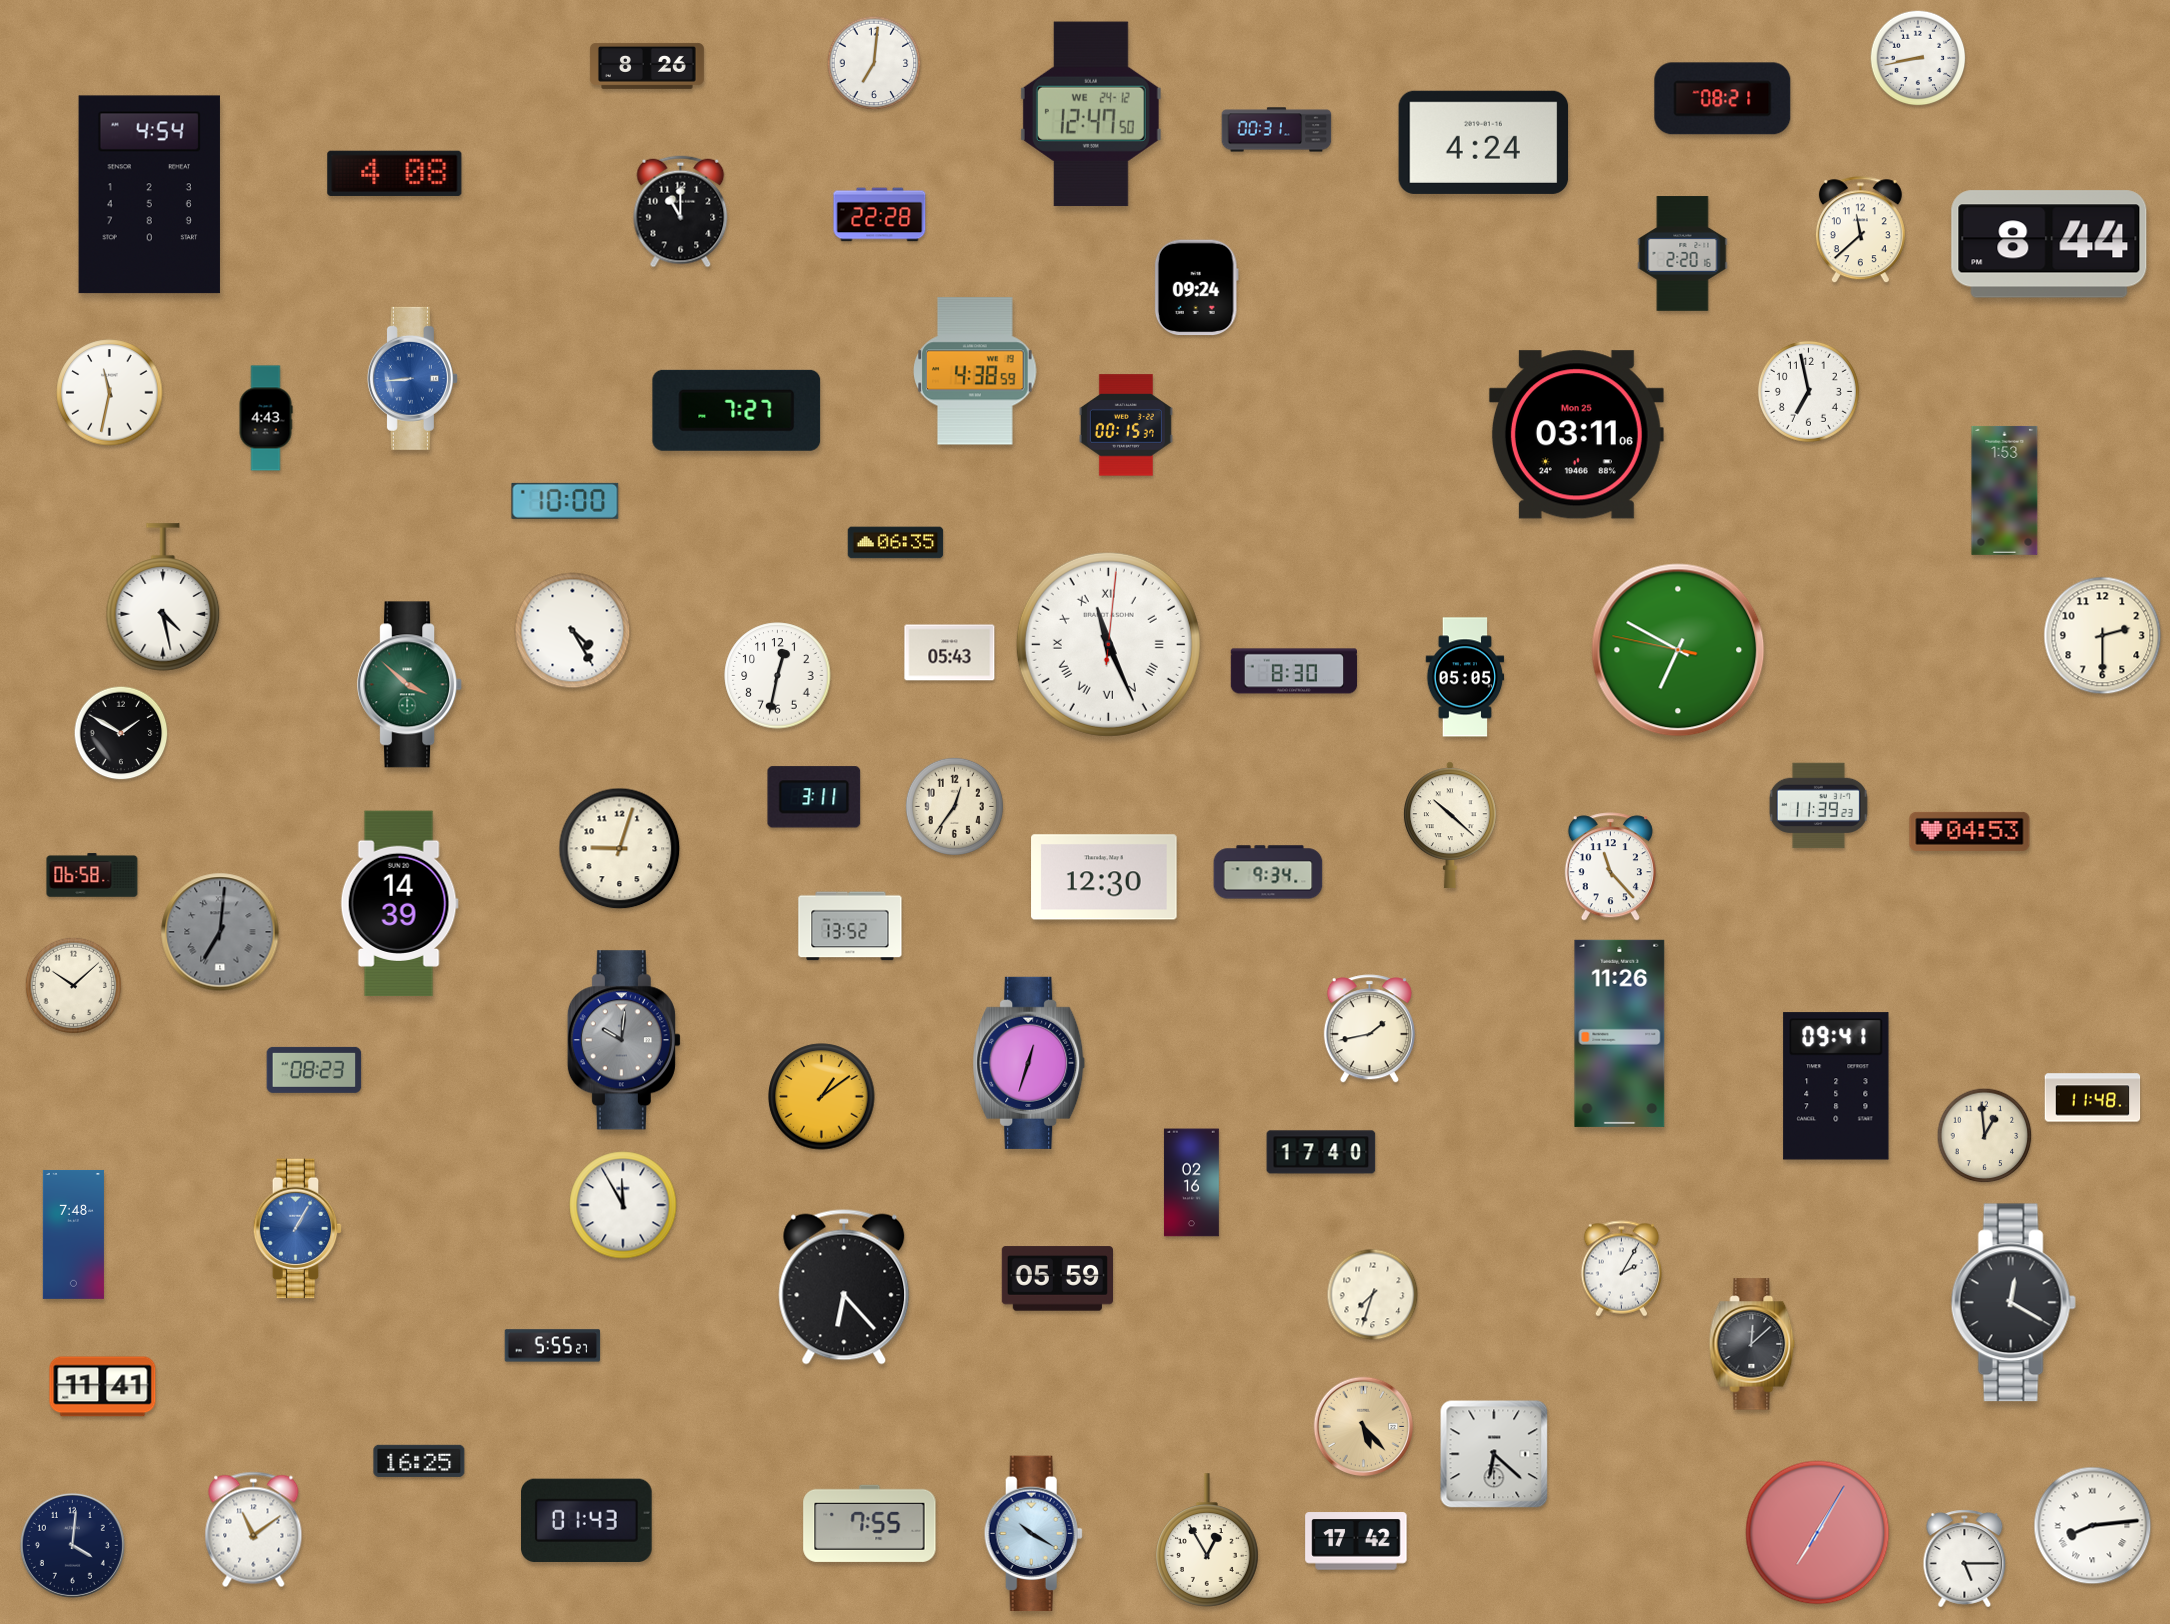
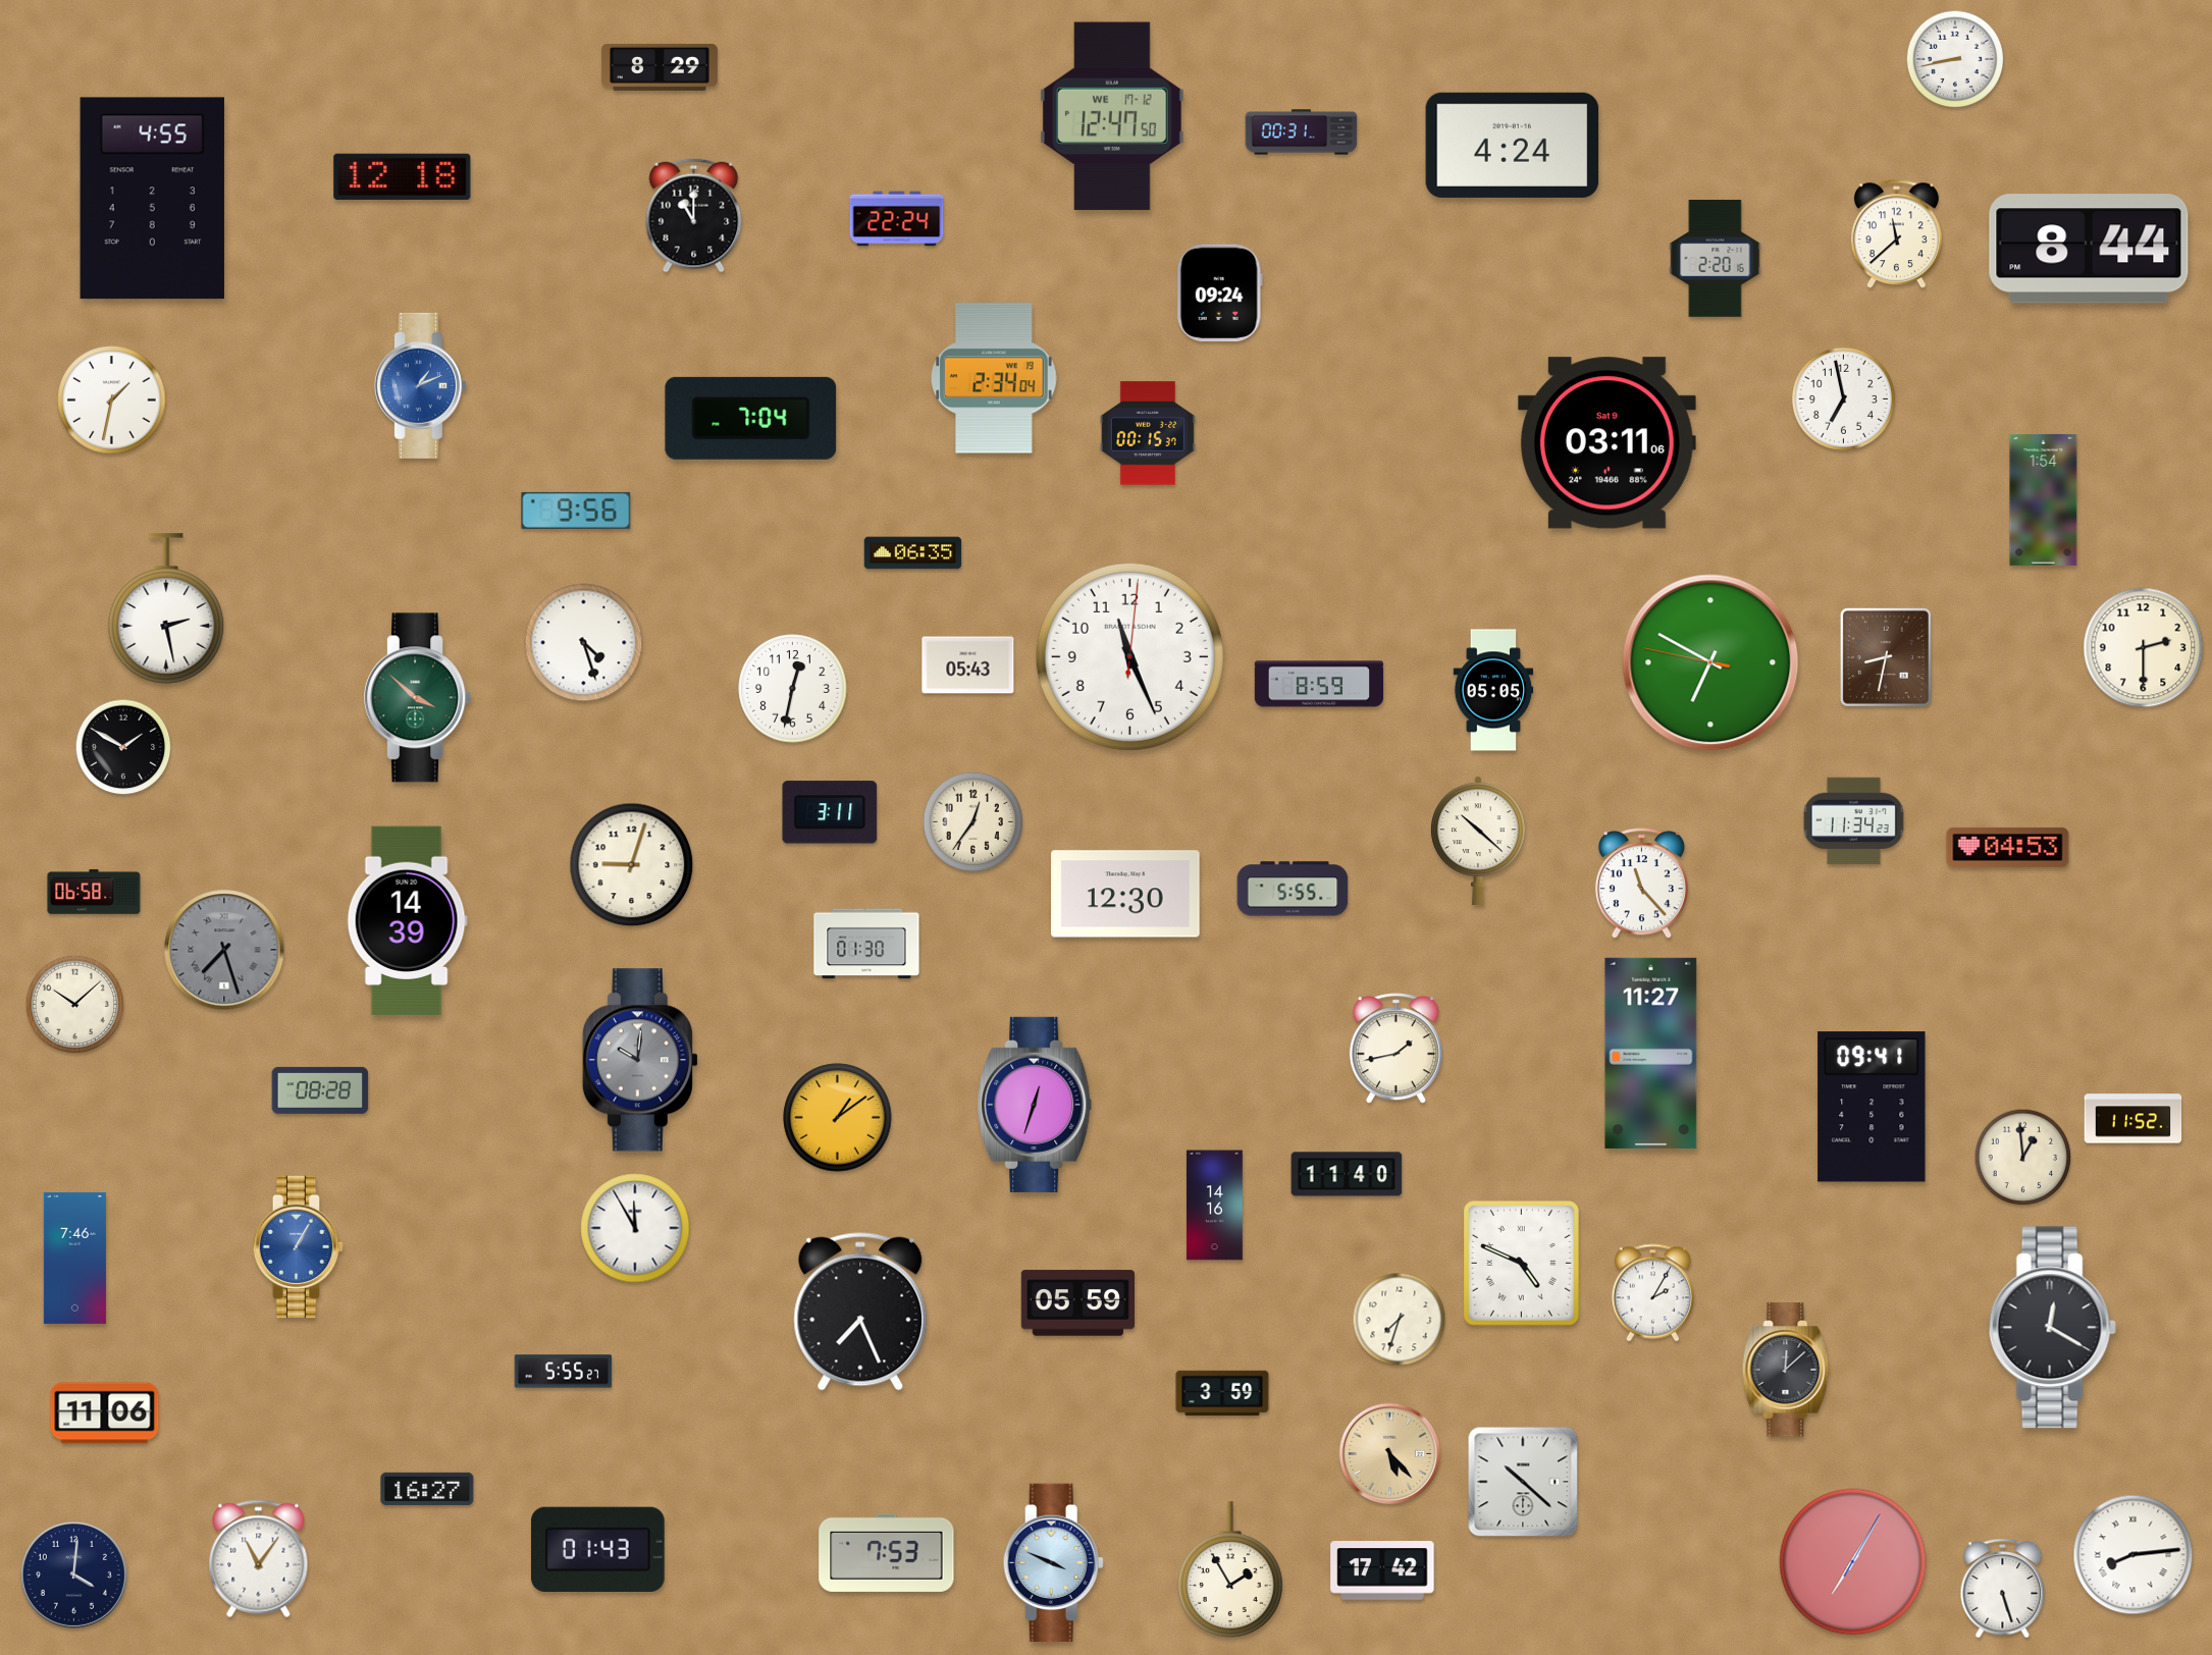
clock at (874, 63): 7:01 -> none
clock at (647, 66): 8:26 -> 8:29
clock at (1723, 99): 08:21 -> none
clock at (1091, 114) date: WE 24-12 -> WE 17-12
clock at (395, 173): 4:08 -> 12:18
clock at (149, 195): 4:54 -> 4:55
clock at (880, 215): 22:28 -> 22:24
clock at (975, 371): 4:38 -> 2:34
clock at (412, 378): 8:44 -> 1:11
clock at (110, 393): 11:32 -> 1:32
clock at (737, 410): 7:27 -> 7:04
clock at (266, 418): 4:43 -> none
clock at (1576, 435) date: Mon 25 -> Sat 9
clock at (2005, 490): 1:53 -> 1:54
clock at (565, 501): 10:00 -> 9:56
clock at (163, 597): 4:28 -> 2:28
clock at (573, 631): 4:25 -> 4:27
clock at (1108, 644) numerals: Roman -> Arabic
clock at (1886, 657): none -> 8:32
clock at (1294, 671): 8:30 -> 8:59
clock at (1818, 806): 11:39 -> 11:34
clock at (1268, 872): 9:34 -> 5:55
clock at (850, 926): 13:52 -> 01:30
clock at (220, 932): 7:01 -> 7:27
clock at (1620, 1033): 11:26 -> 11:27
clock at (624, 1040) position: (624, 1040) -> (640, 1060)
clock at (1029, 1063) position: (1029, 1063) -> (1035, 1105)
clock at (314, 1070): 08:23 -> 08:28
clock at (2093, 1098): 11:48 -> 11:52
clock at (1321, 1152): 17:40 -> 11:40
clock at (1192, 1183): 02:16 -> 14:16
clock at (298, 1229) position: (298, 1229) -> (299, 1247)
clock at (73, 1234): 7:48 -> 7:46
clock at (1522, 1264): none -> 4:49
clock at (844, 1287): 6:23 -> 7:26
clock at (1222, 1393): none -> 3:59
clock at (103, 1387): 11:41 -> 11:06
clock at (1494, 1454): 6:22 -> 10:22
clock at (419, 1461): 16:25 -> 16:27
clock at (870, 1523): 7:55 -> 7:53
clock at (254, 1530): 11:09 -> 11:06
clock at (1033, 1534): 10:20 -> 3:49
clock at (1207, 1540): 12:55 -> 1:55
clock at (1965, 1559): 5:15 -> 5:27
